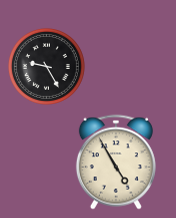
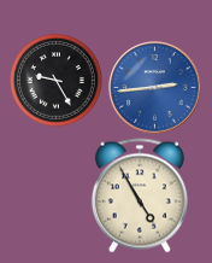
clock at (155, 88): none -> 2:44
